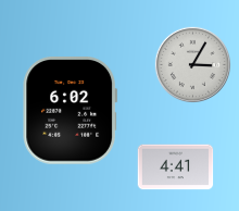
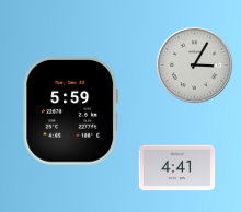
clock at (70, 111): 6:02 -> 5:59
